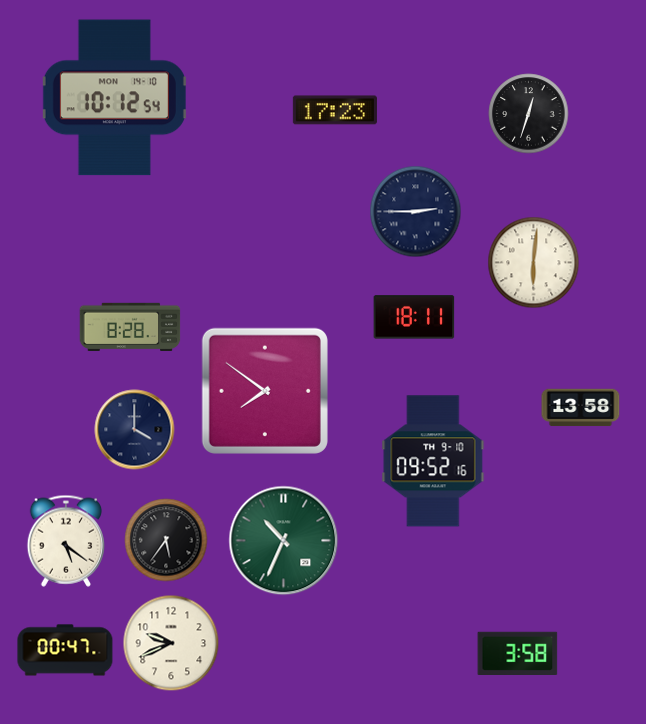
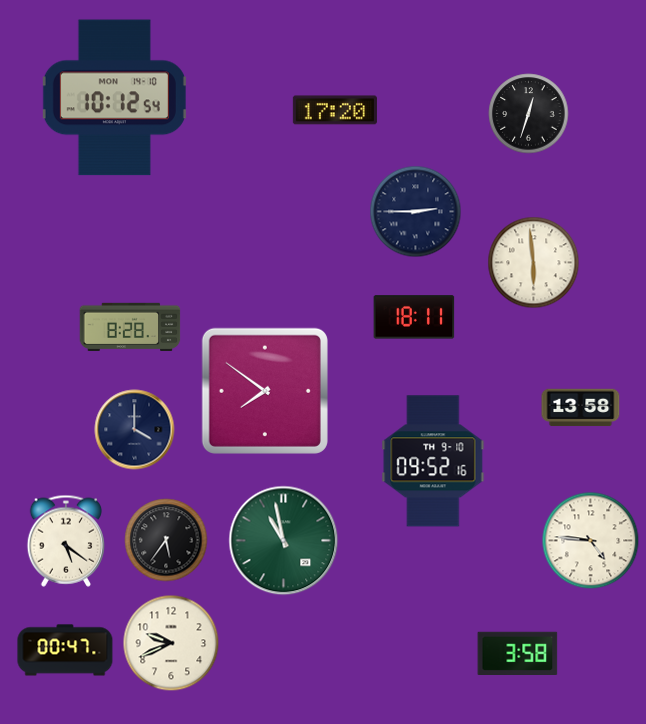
clock at (335, 110): 17:23 -> 17:20
clock at (534, 263): 6:01 -> 5:59
clock at (284, 541): 10:34 -> 10:58
clock at (591, 541): none -> 4:46
